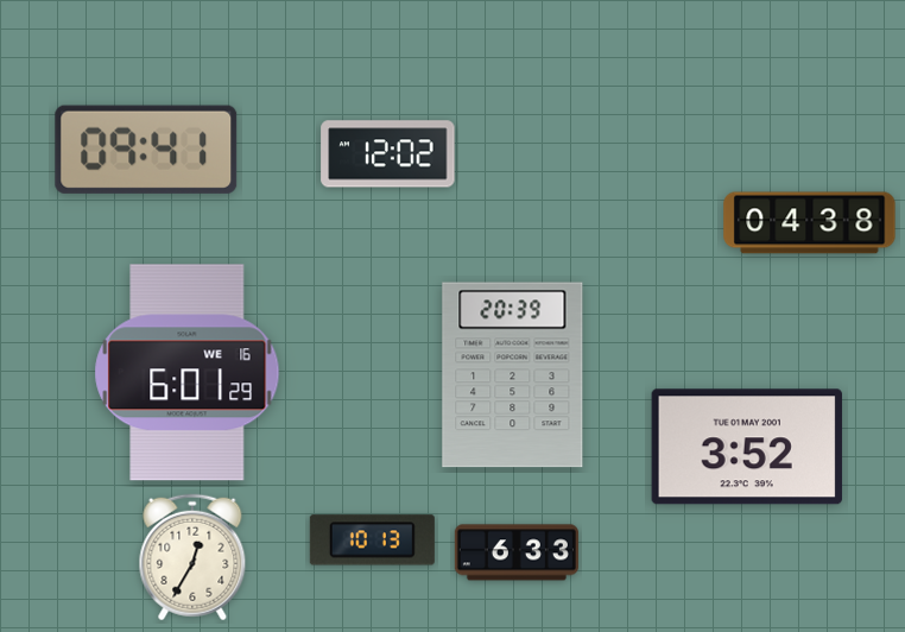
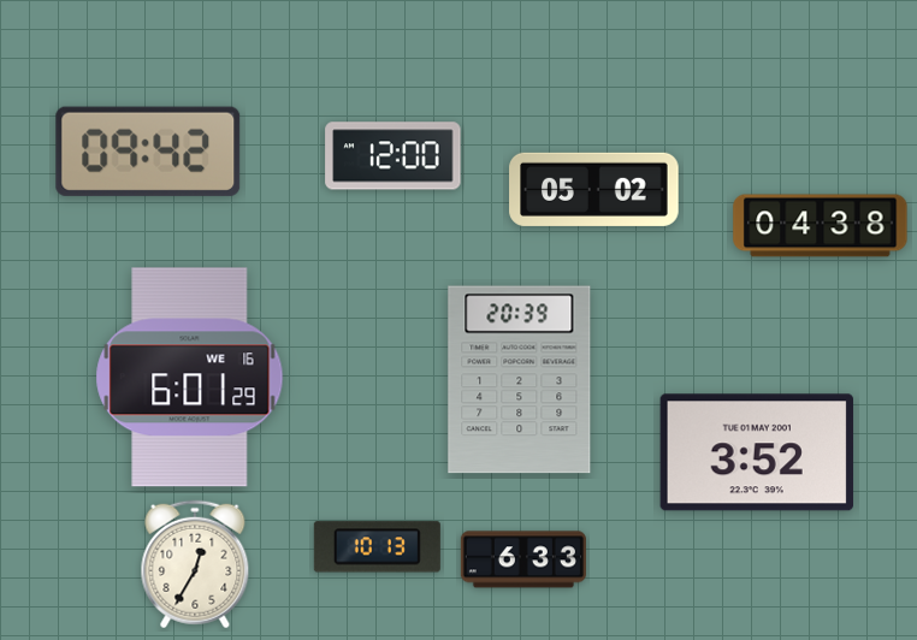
clock at (146, 150): 09:41 -> 09:42
clock at (388, 154): 12:02 -> 12:00
clock at (594, 189): none -> 05:02
